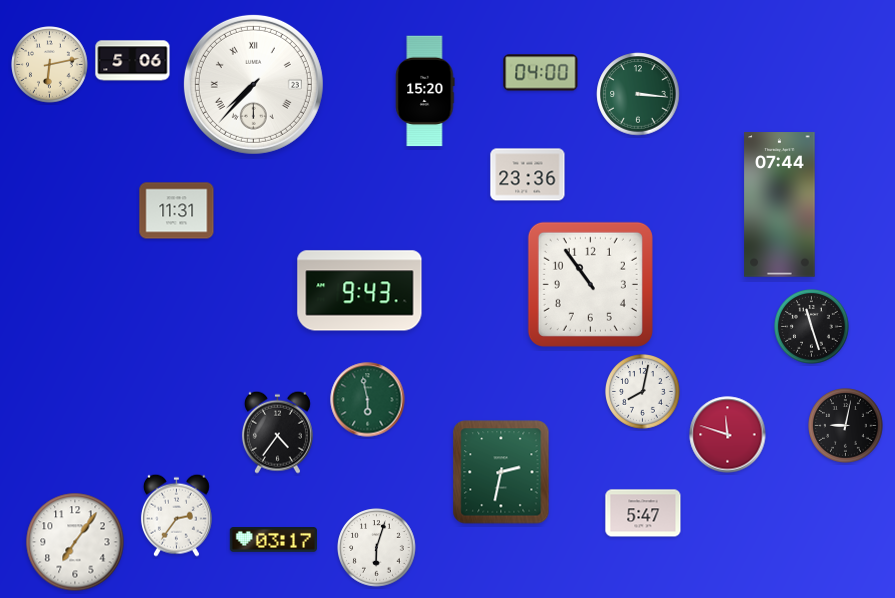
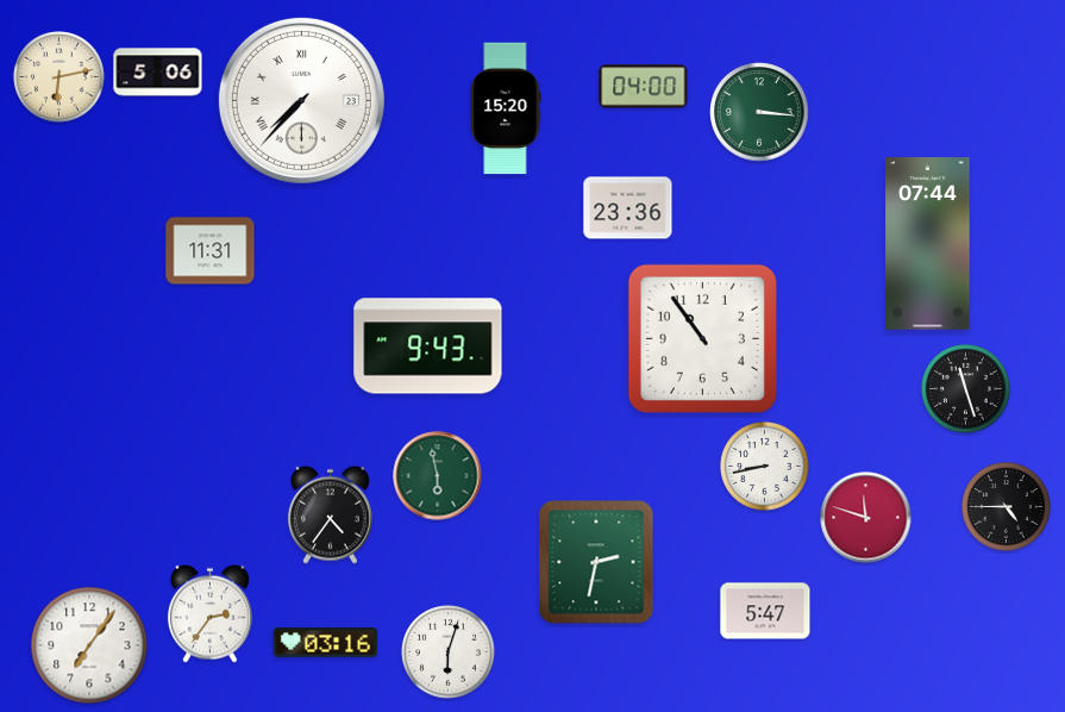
clock at (643, 392): 8:02 -> 8:43
clock at (846, 426): 9:02 -> 4:45
clock at (273, 540): 03:17 -> 03:16
